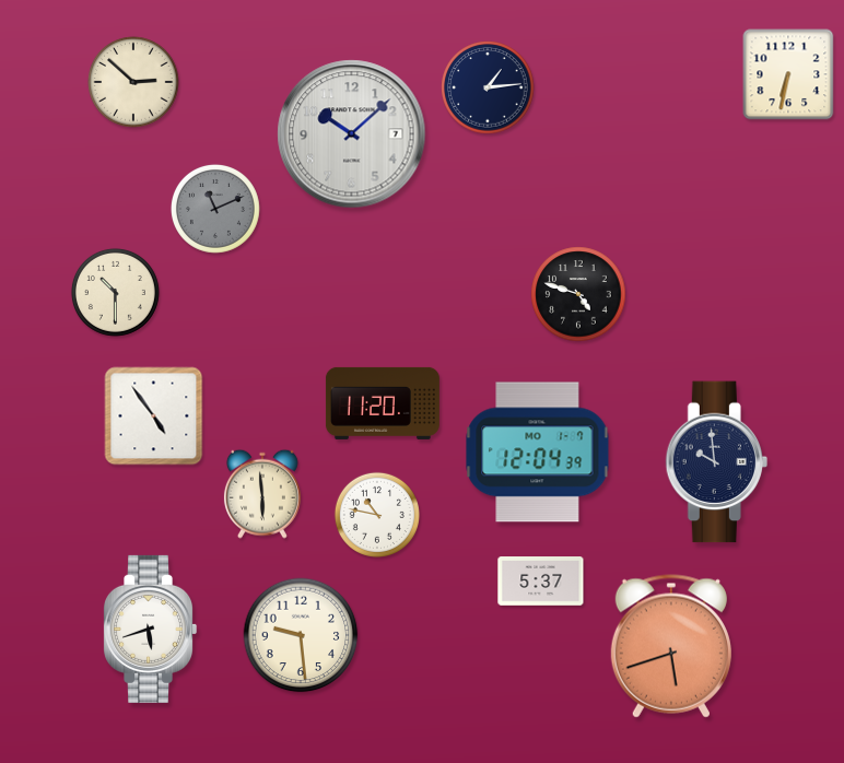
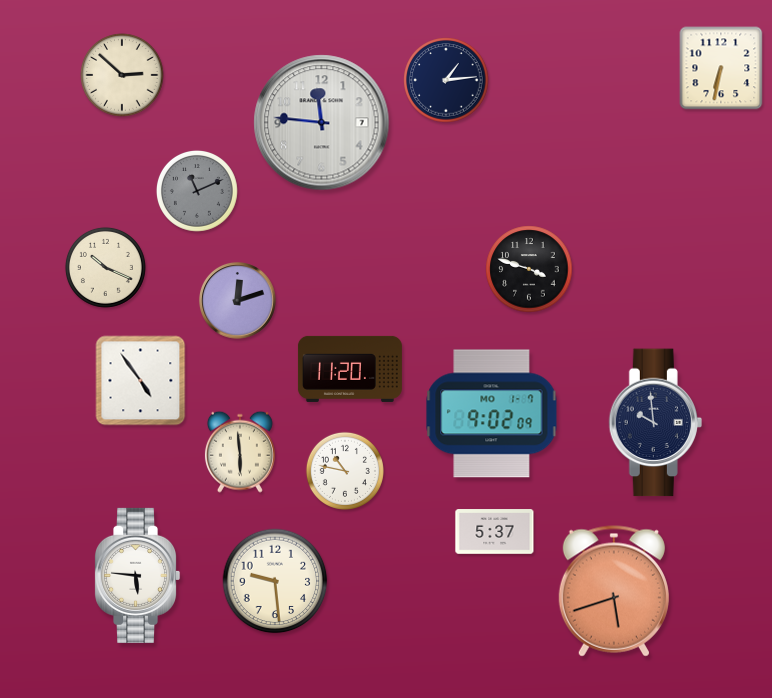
clock at (352, 134): 10:08 -> 11:46
clock at (115, 292): 10:30 -> 10:19
clock at (578, 294): 4:48 -> 3:48
clock at (237, 300): none -> 12:12
clock at (538, 453): 12:04 -> 9:02
clock at (151, 629): 5:42 -> 5:46
